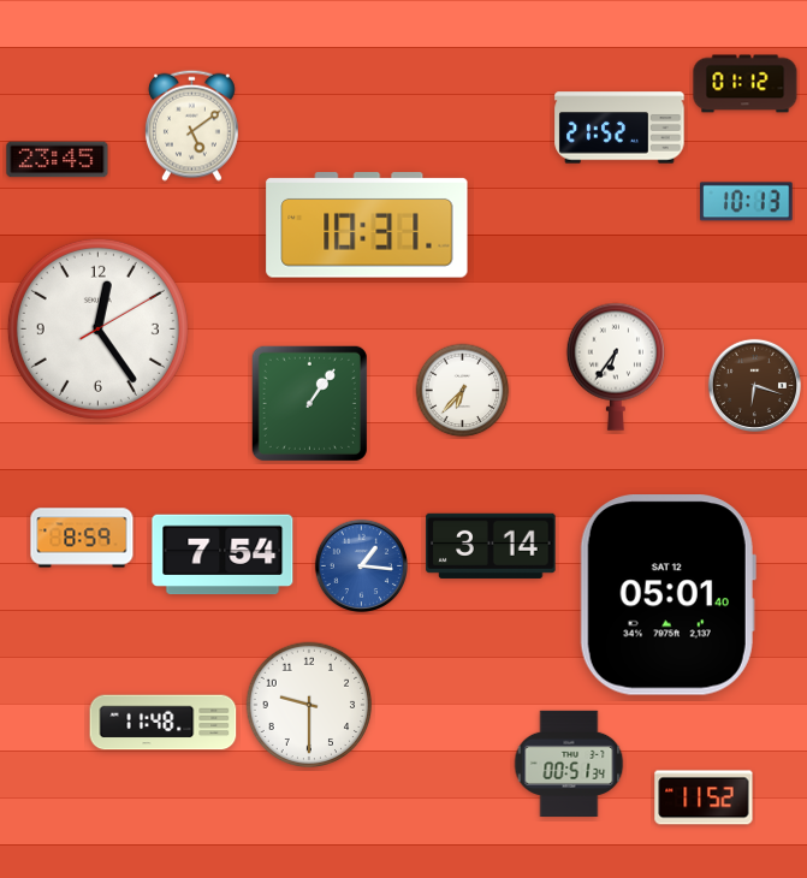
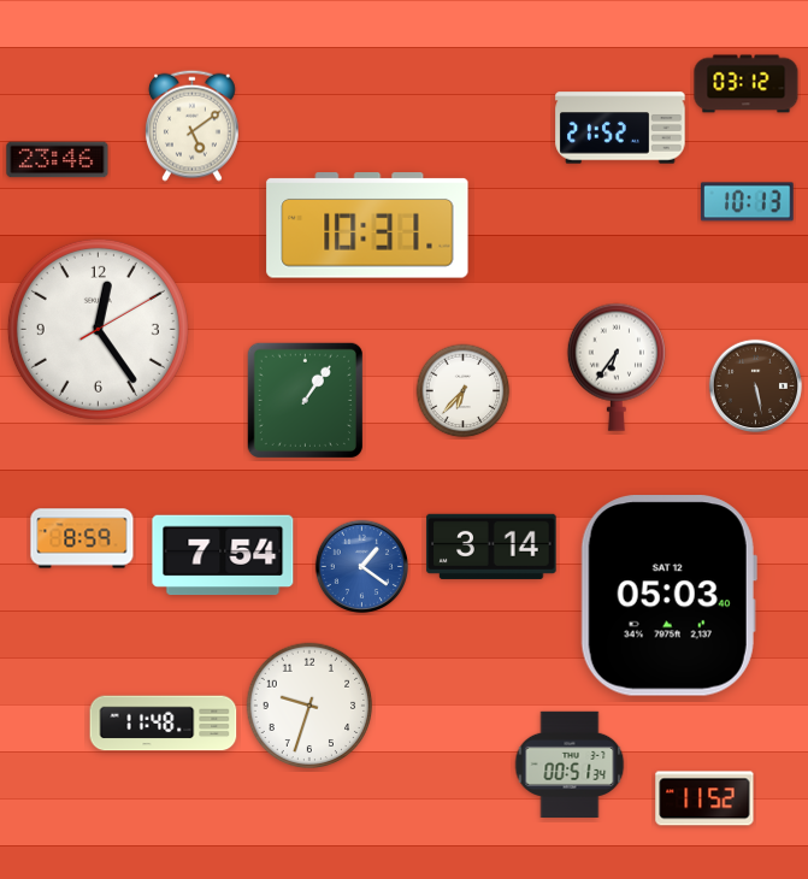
clock at (746, 84): 01:12 -> 03:12
clock at (58, 160): 23:45 -> 23:46
clock at (754, 385): 6:18 -> 5:28
clock at (309, 403) position: (309, 403) -> (305, 400)
clock at (361, 565): 1:16 -> 1:21
clock at (667, 595): 05:01 -> 05:03
clock at (309, 705): 9:30 -> 9:33
